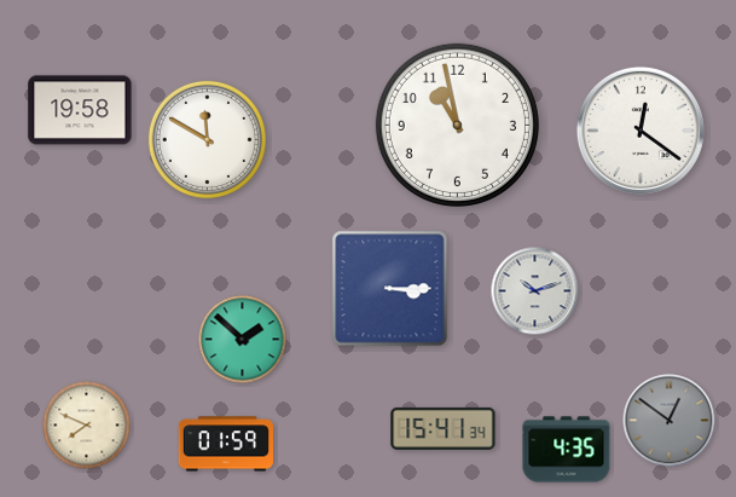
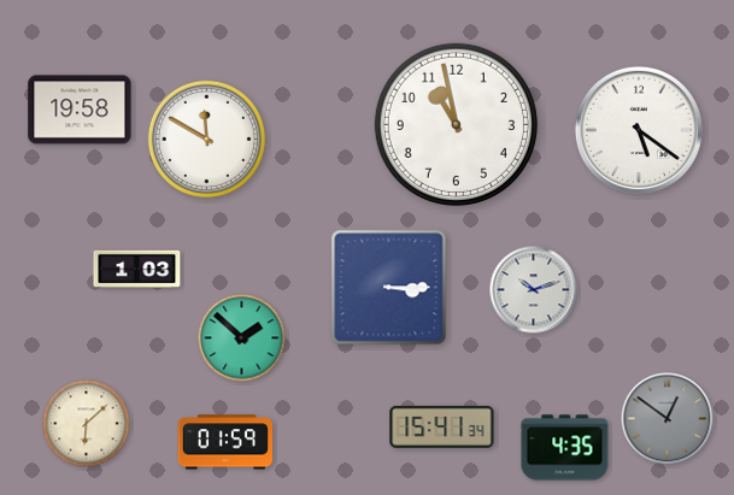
clock at (641, 131): 12:21 -> 5:21
clock at (137, 269): none -> 1:03
clock at (87, 426): 7:49 -> 6:08
